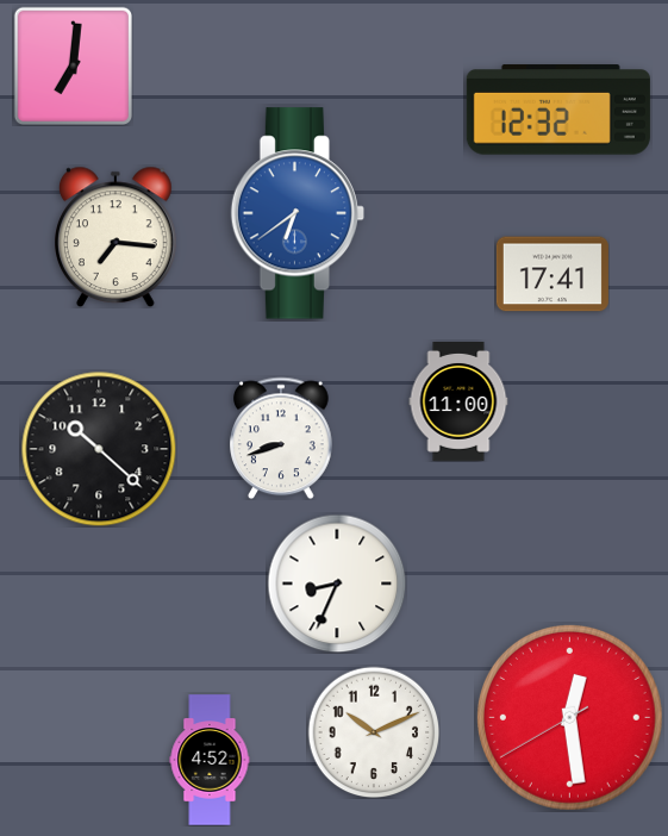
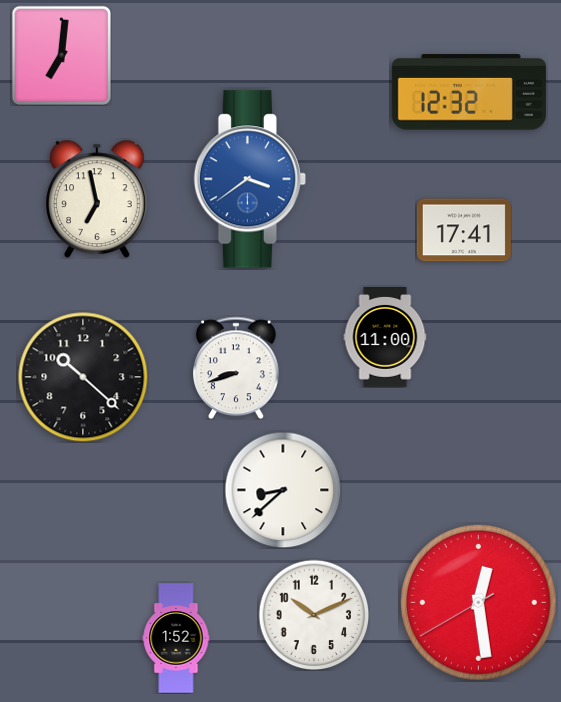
clock at (298, 213): 6:39 -> 3:39
clock at (117, 237): 7:16 -> 6:58
clock at (337, 584): 8:34 -> 8:38
clock at (210, 760): 4:52 -> 1:52
